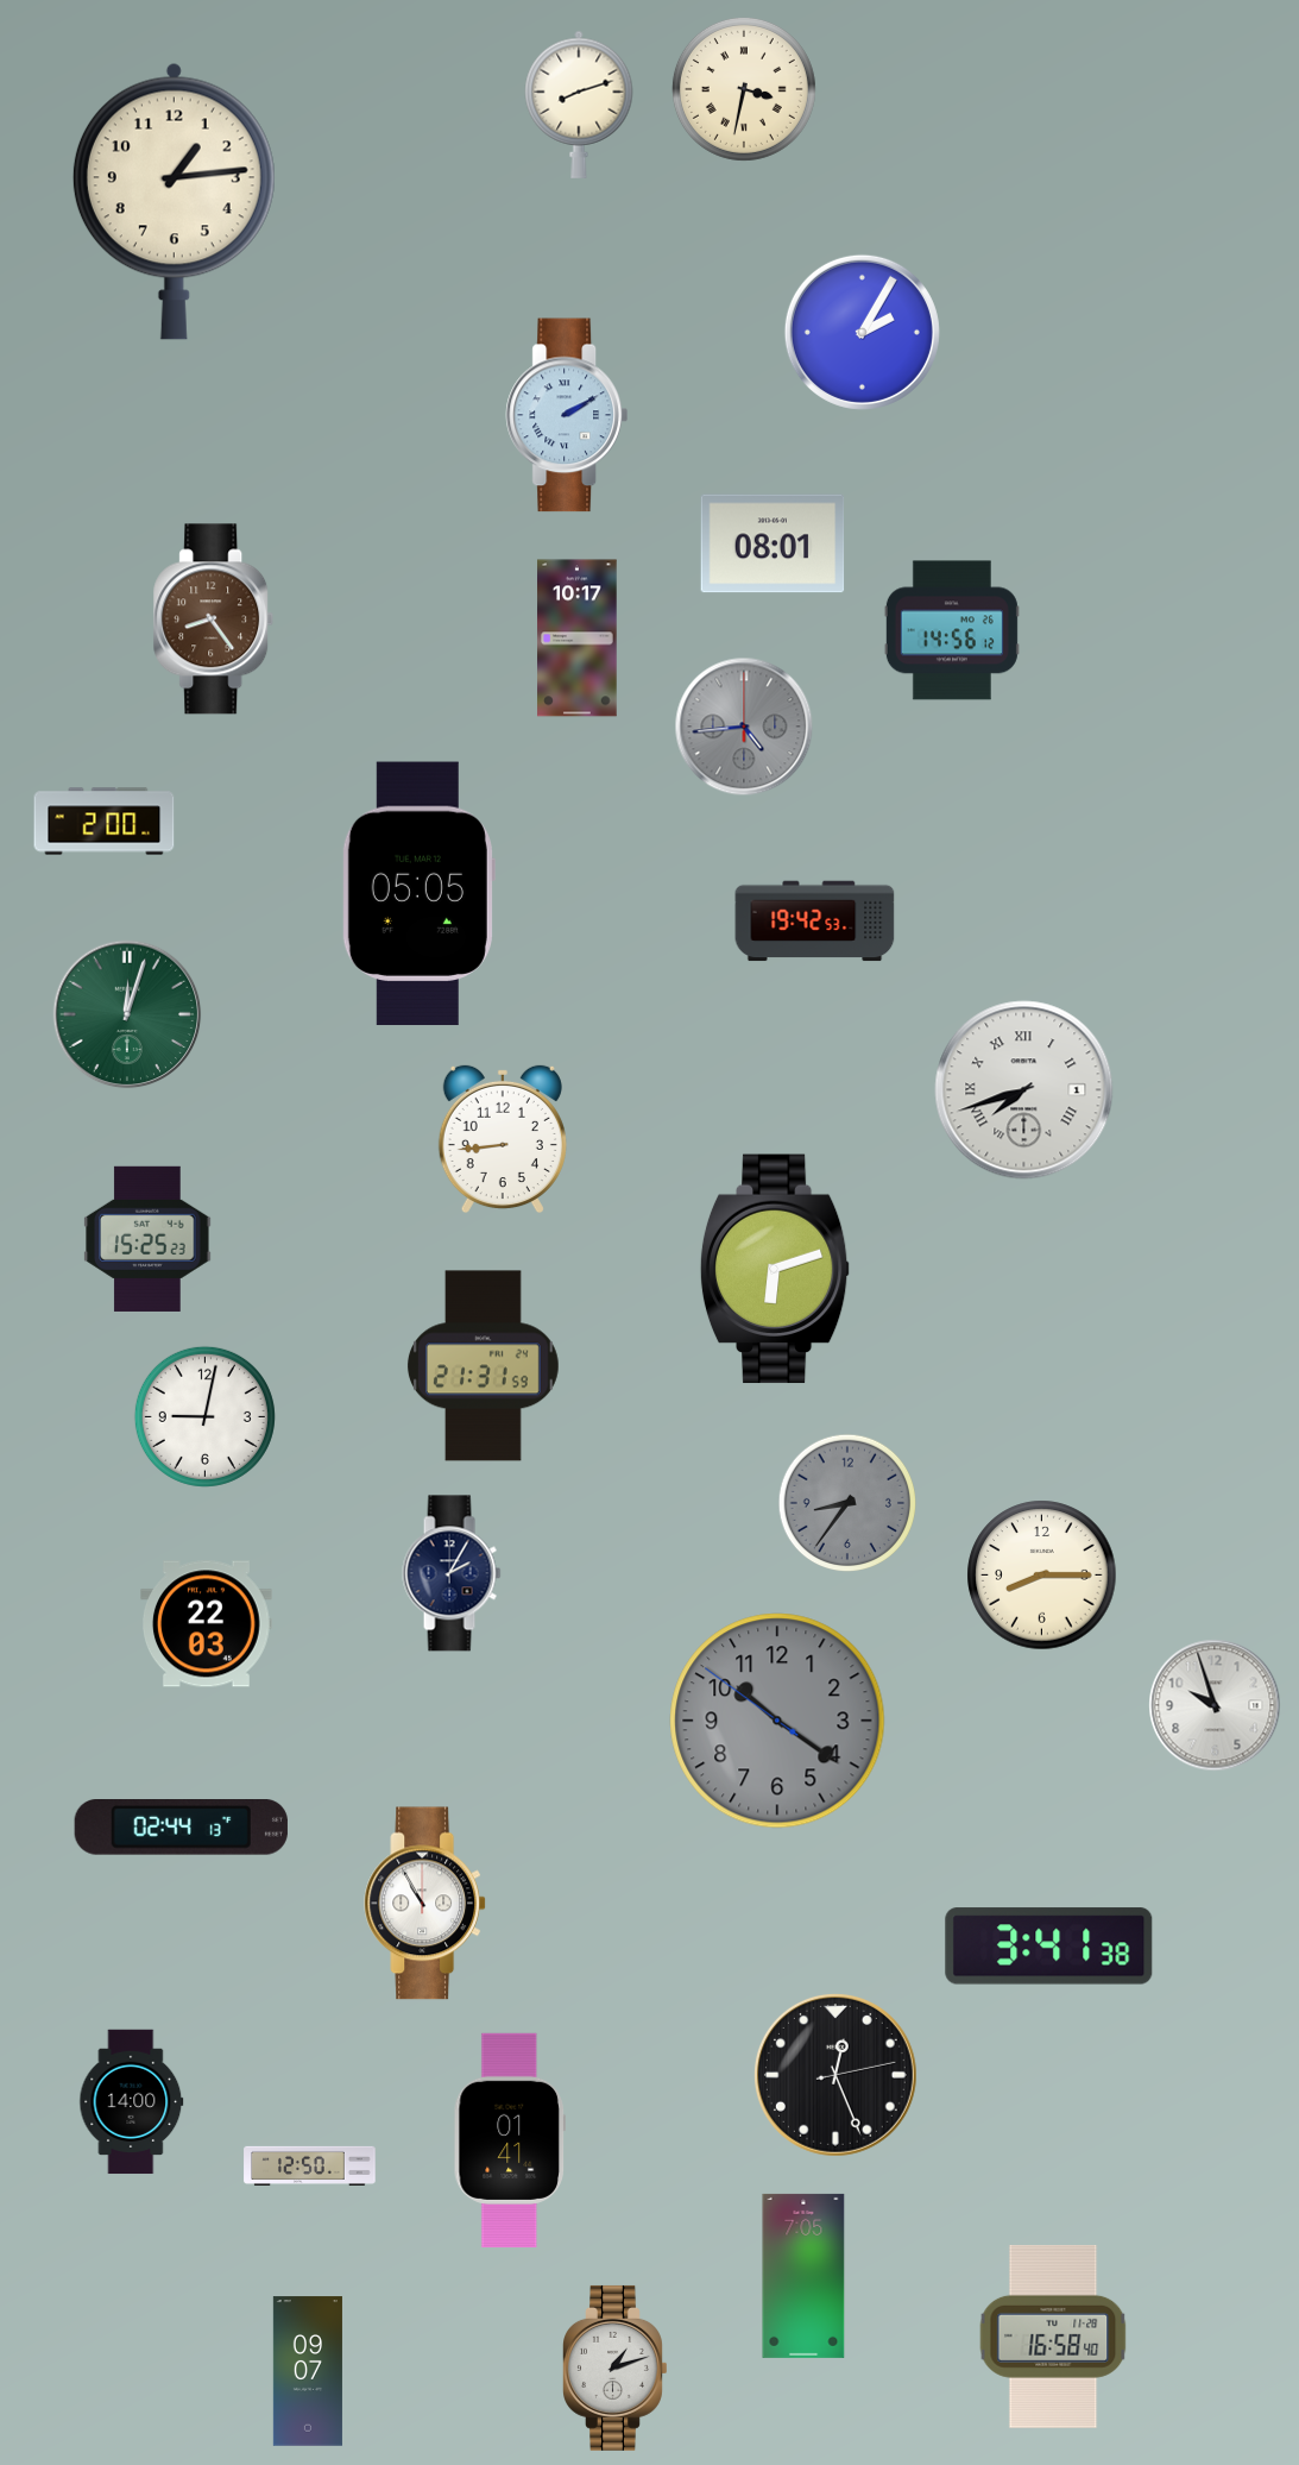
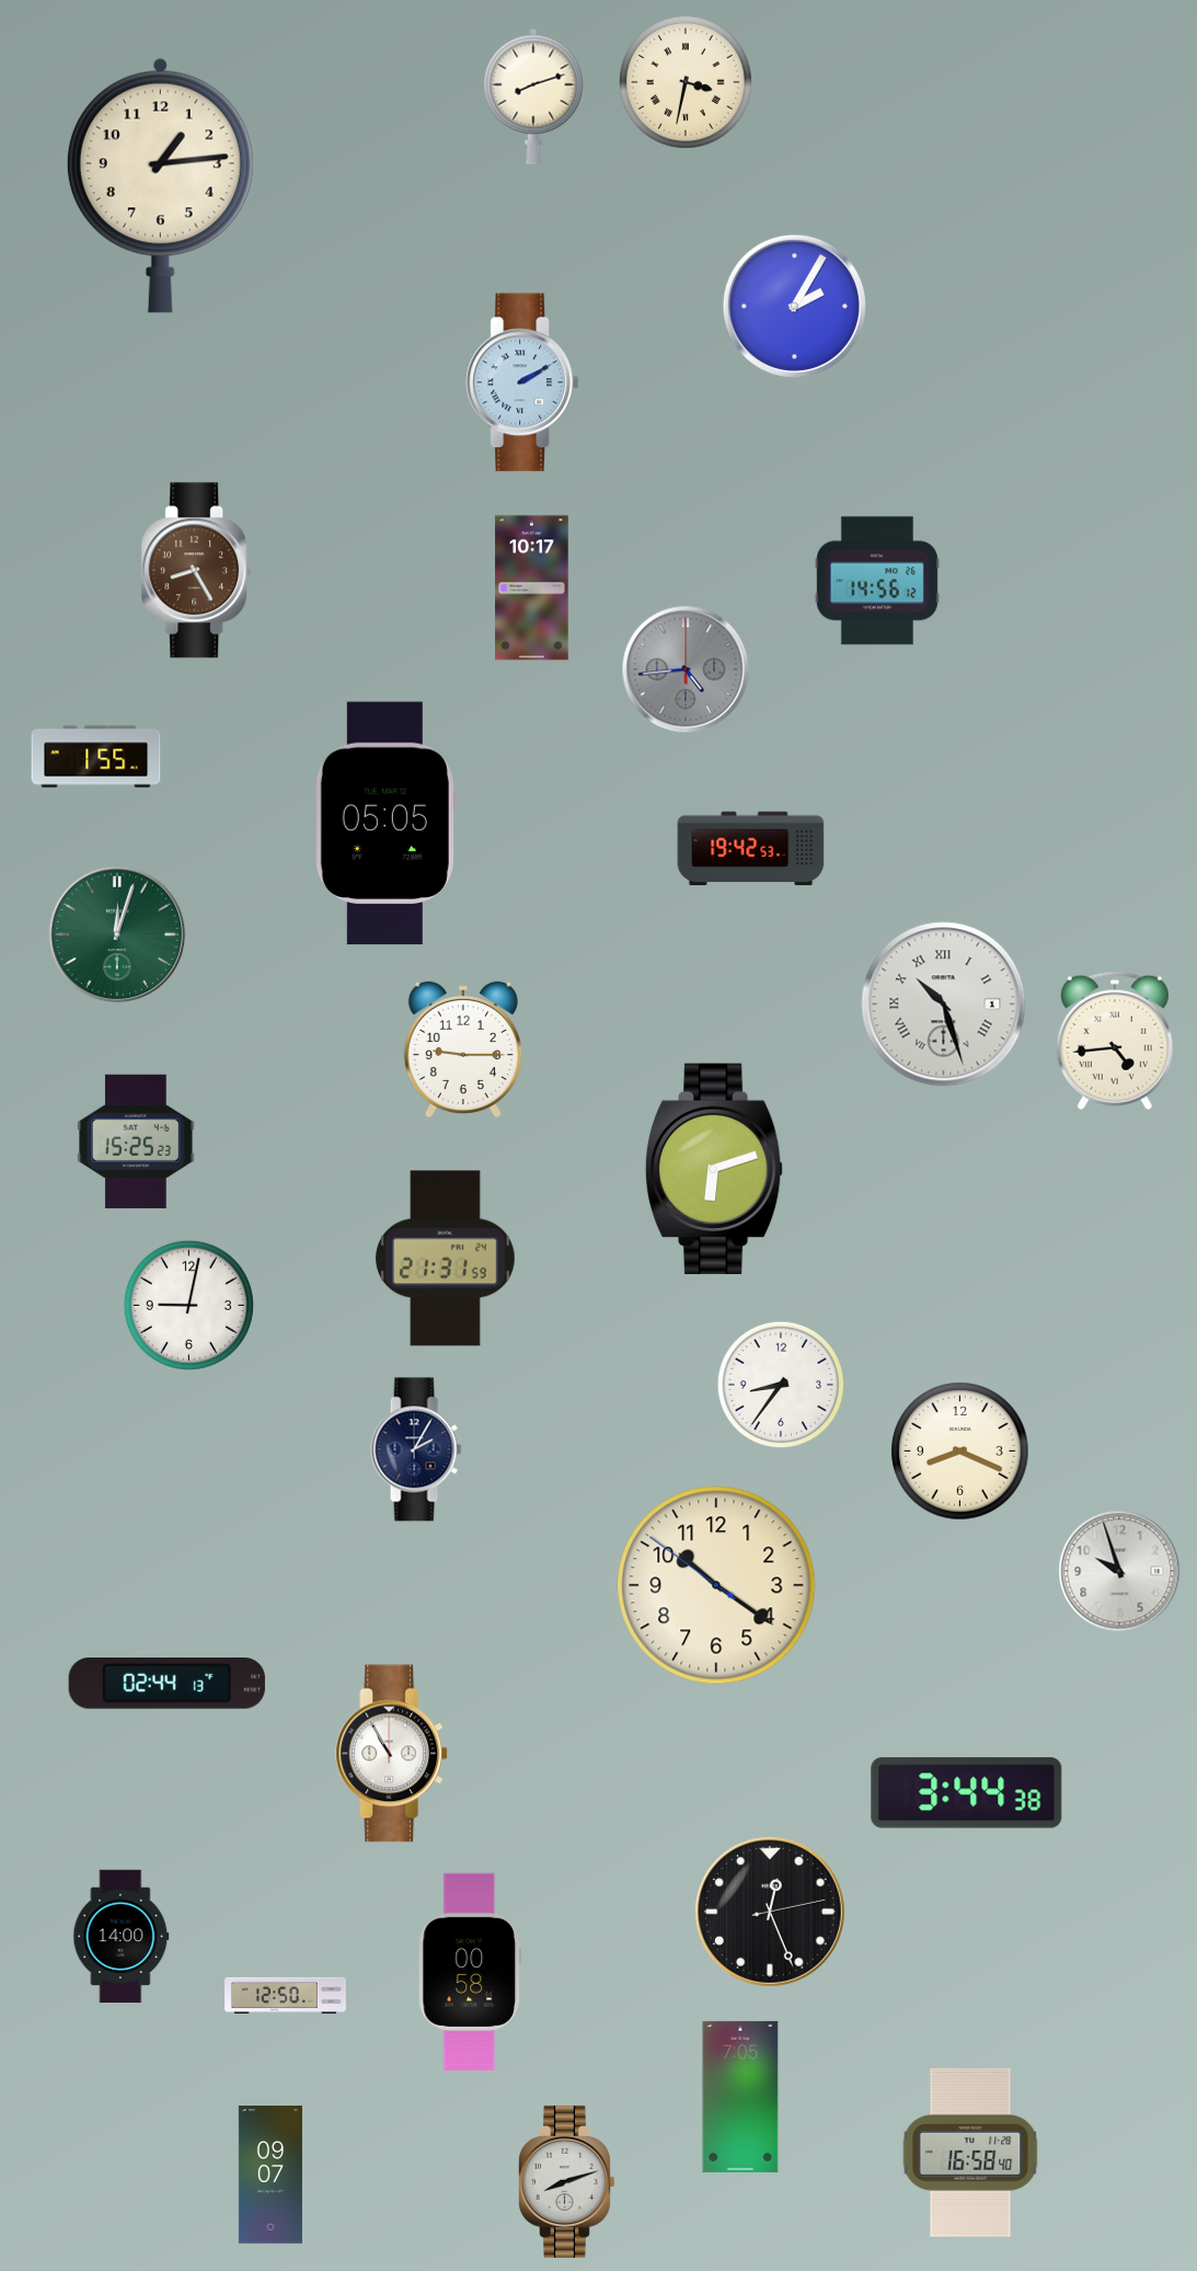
clock at (773, 543): 08:01 -> none
clock at (214, 620): 8:24 -> 8:25
clock at (105, 822): 2:00 -> 1:55
clock at (1024, 1090): 7:42 -> 10:27
clock at (1115, 1041): none -> 4:44
clock at (503, 1139): 8:44 -> 9:15
clock at (847, 1503) dial: grey -> white
clock at (1042, 1576): 8:15 -> 8:19
clock at (207, 1624): 22:03 -> none
clock at (777, 1721) dial: grey -> cream
clock at (1049, 1947): 3:41 -> 3:44
clock at (510, 2140): 01:41 -> 00:58
clock at (616, 2367): 1:12 -> 8:12
clock at (308, 2371) position: (308, 2371) -> (271, 2175)
